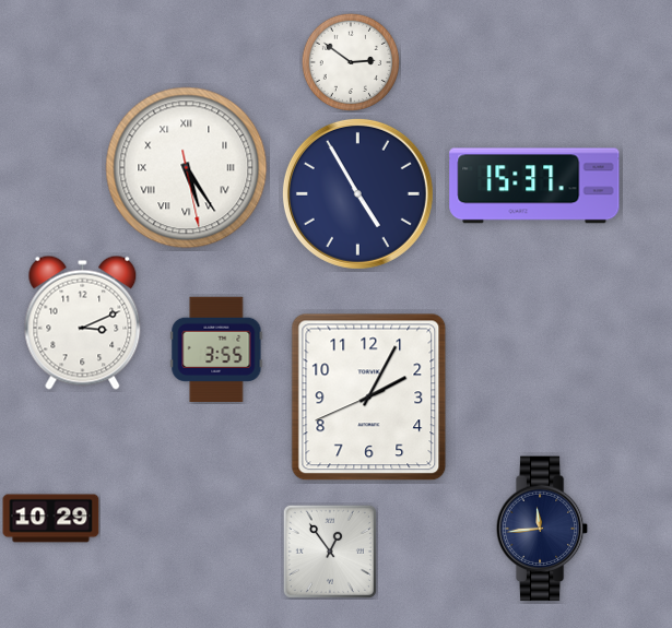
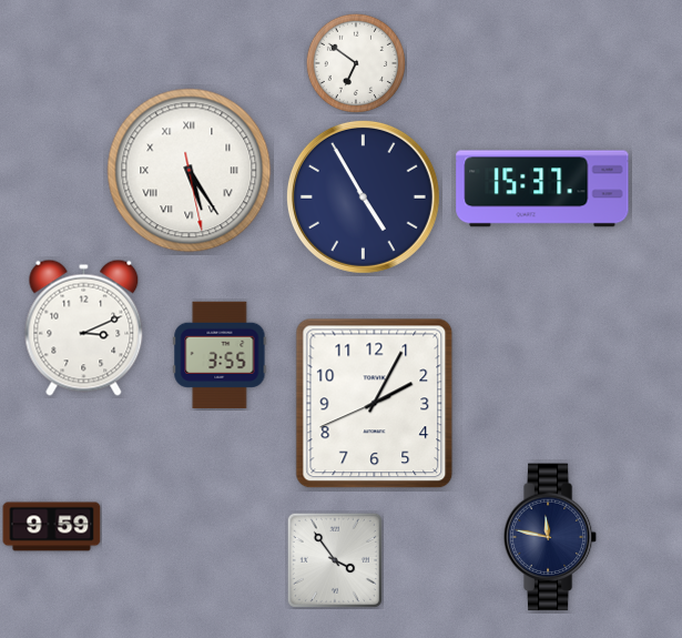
clock at (351, 62): 2:51 -> 6:51
clock at (51, 519): 10:29 -> 9:59
clock at (542, 529): 11:44 -> 11:47
clock at (330, 552): 12:54 -> 3:54
